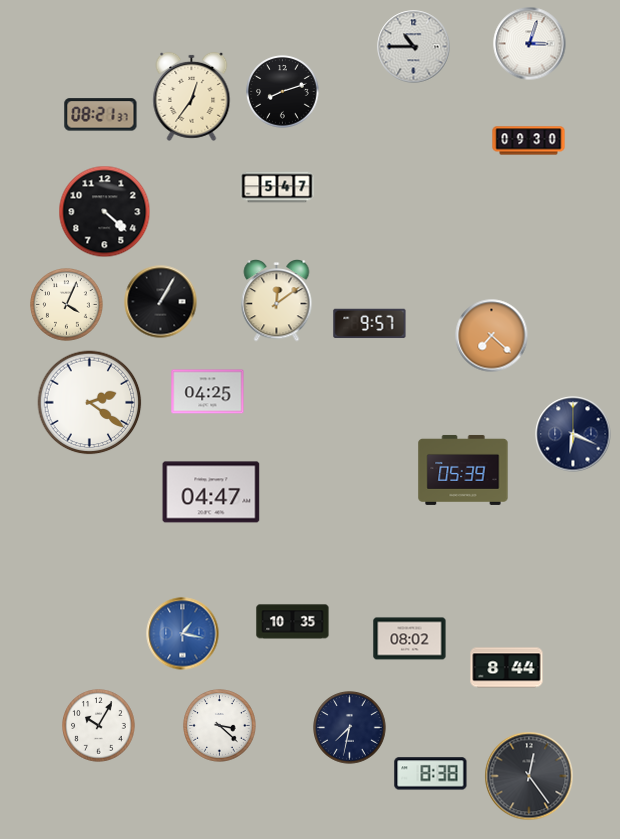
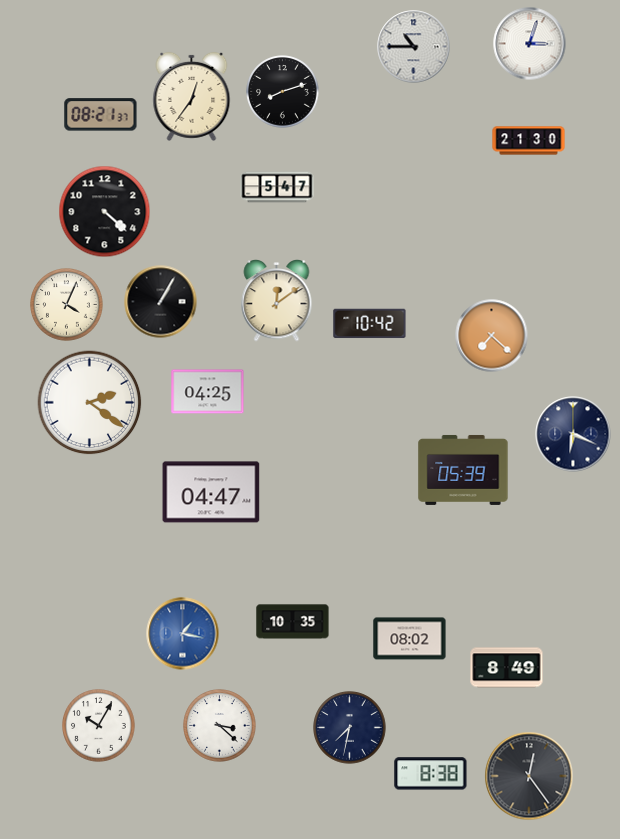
clock at (529, 141): 09:30 -> 21:30
clock at (370, 324): 9:57 -> 10:42
clock at (507, 668): 8:44 -> 8:49
